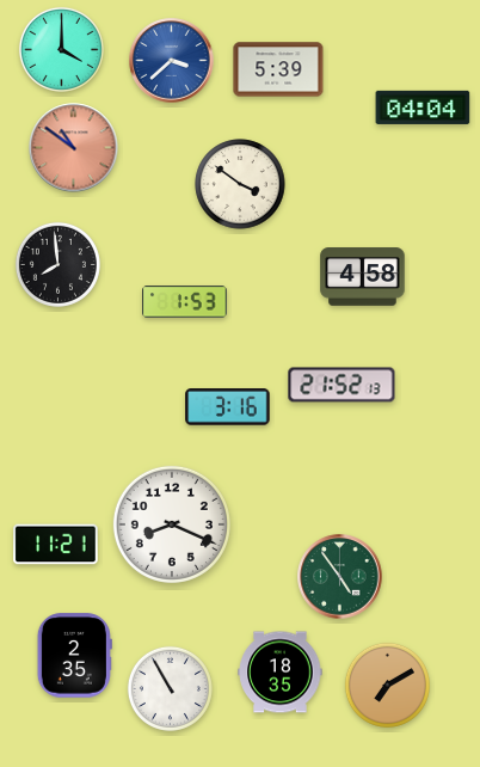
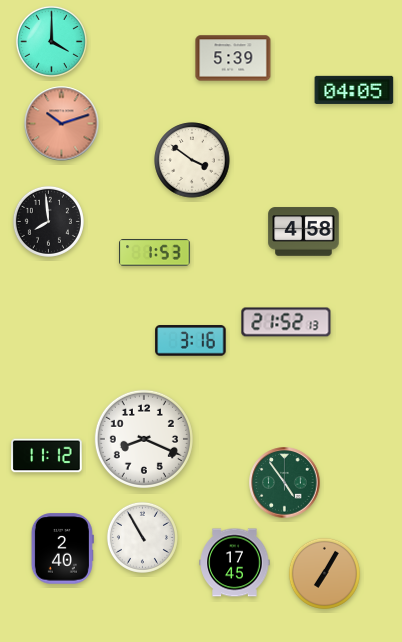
clock at (172, 61): 3:38 -> none
clock at (423, 108): 04:04 -> 04:05
clock at (74, 148): 10:51 -> 10:12
clock at (240, 184) position: (240, 184) -> (192, 160)
clock at (56, 545): 11:21 -> 11:12
clock at (74, 656): 2:35 -> 2:40
clock at (281, 673): 18:35 -> 17:45
clock at (387, 685): 7:10 -> 7:05
clock at (170, 688) position: (170, 688) -> (142, 537)
